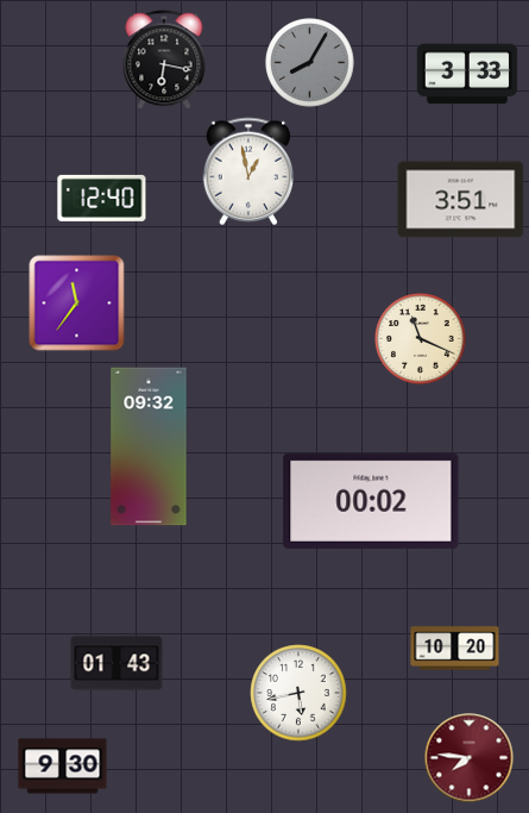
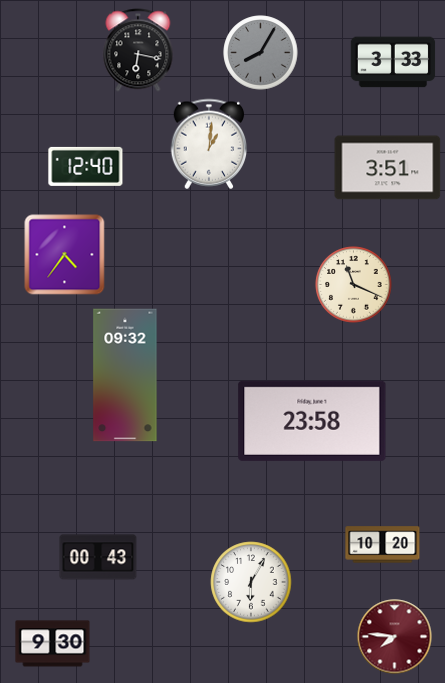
clock at (248, 171): 12:58 -> 1:01
clock at (77, 304): 11:36 -> 4:36
clock at (371, 501): 00:02 -> 23:58
clock at (116, 663): 01:43 -> 00:43
clock at (298, 693): 5:43 -> 6:05
